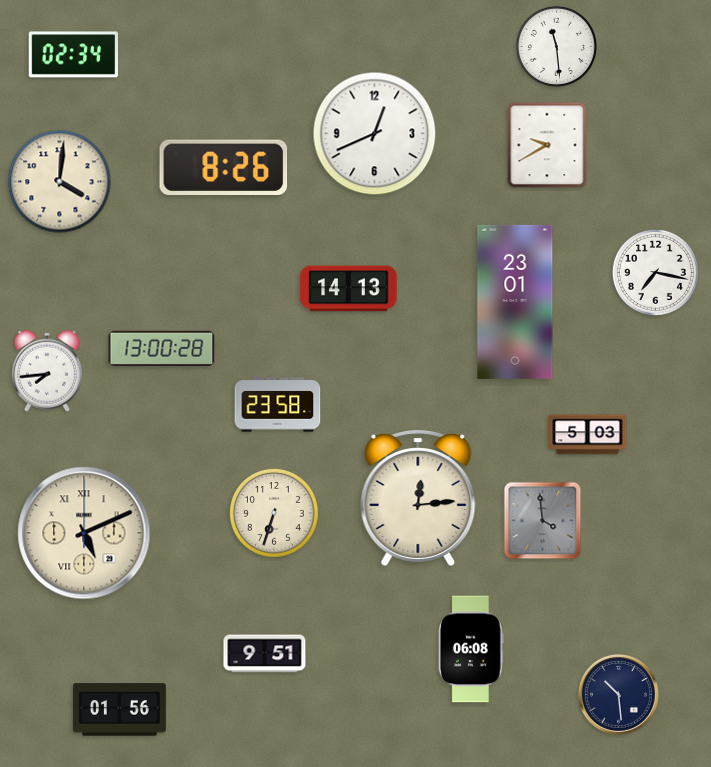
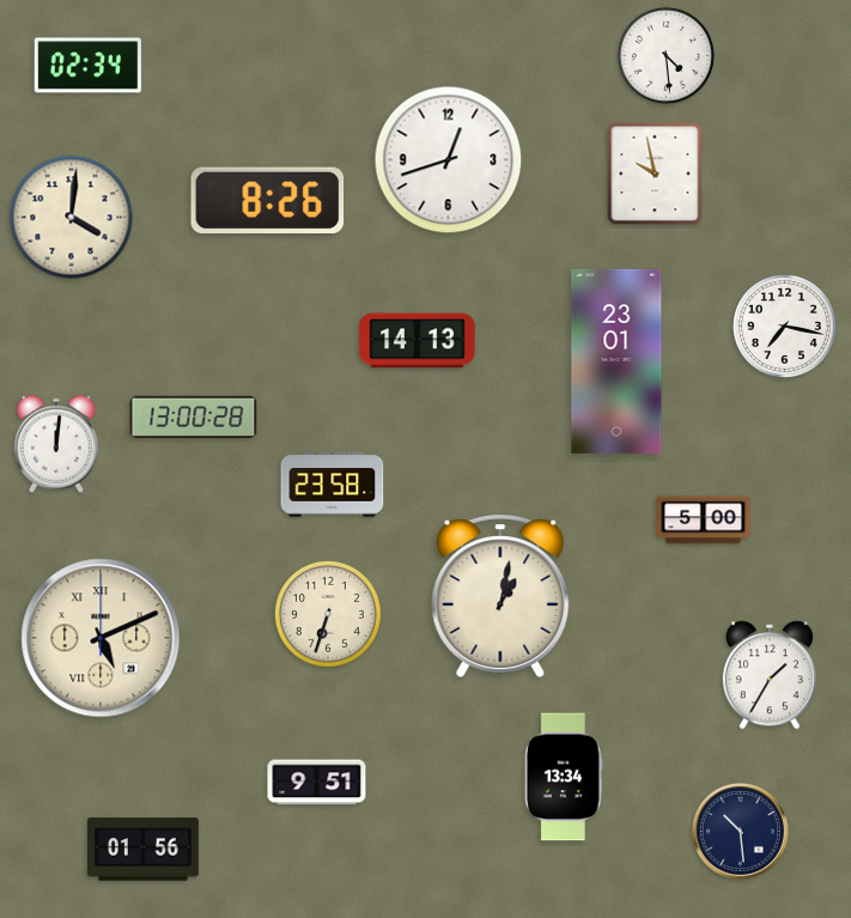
clock at (556, 46): 11:29 -> 4:29
clock at (375, 134): 12:41 -> 12:42
clock at (547, 145): 9:40 -> 9:58
clock at (349, 289) position: (349, 289) -> (418, 341)
clock at (47, 371): 7:44 -> 12:01
clock at (588, 435): 5:03 -> 5:00
clock at (418, 498): 12:14 -> 1:02
clock at (543, 521): 3:59 -> none
clock at (770, 675): none -> 1:35
clock at (471, 649): 06:08 -> 13:34
